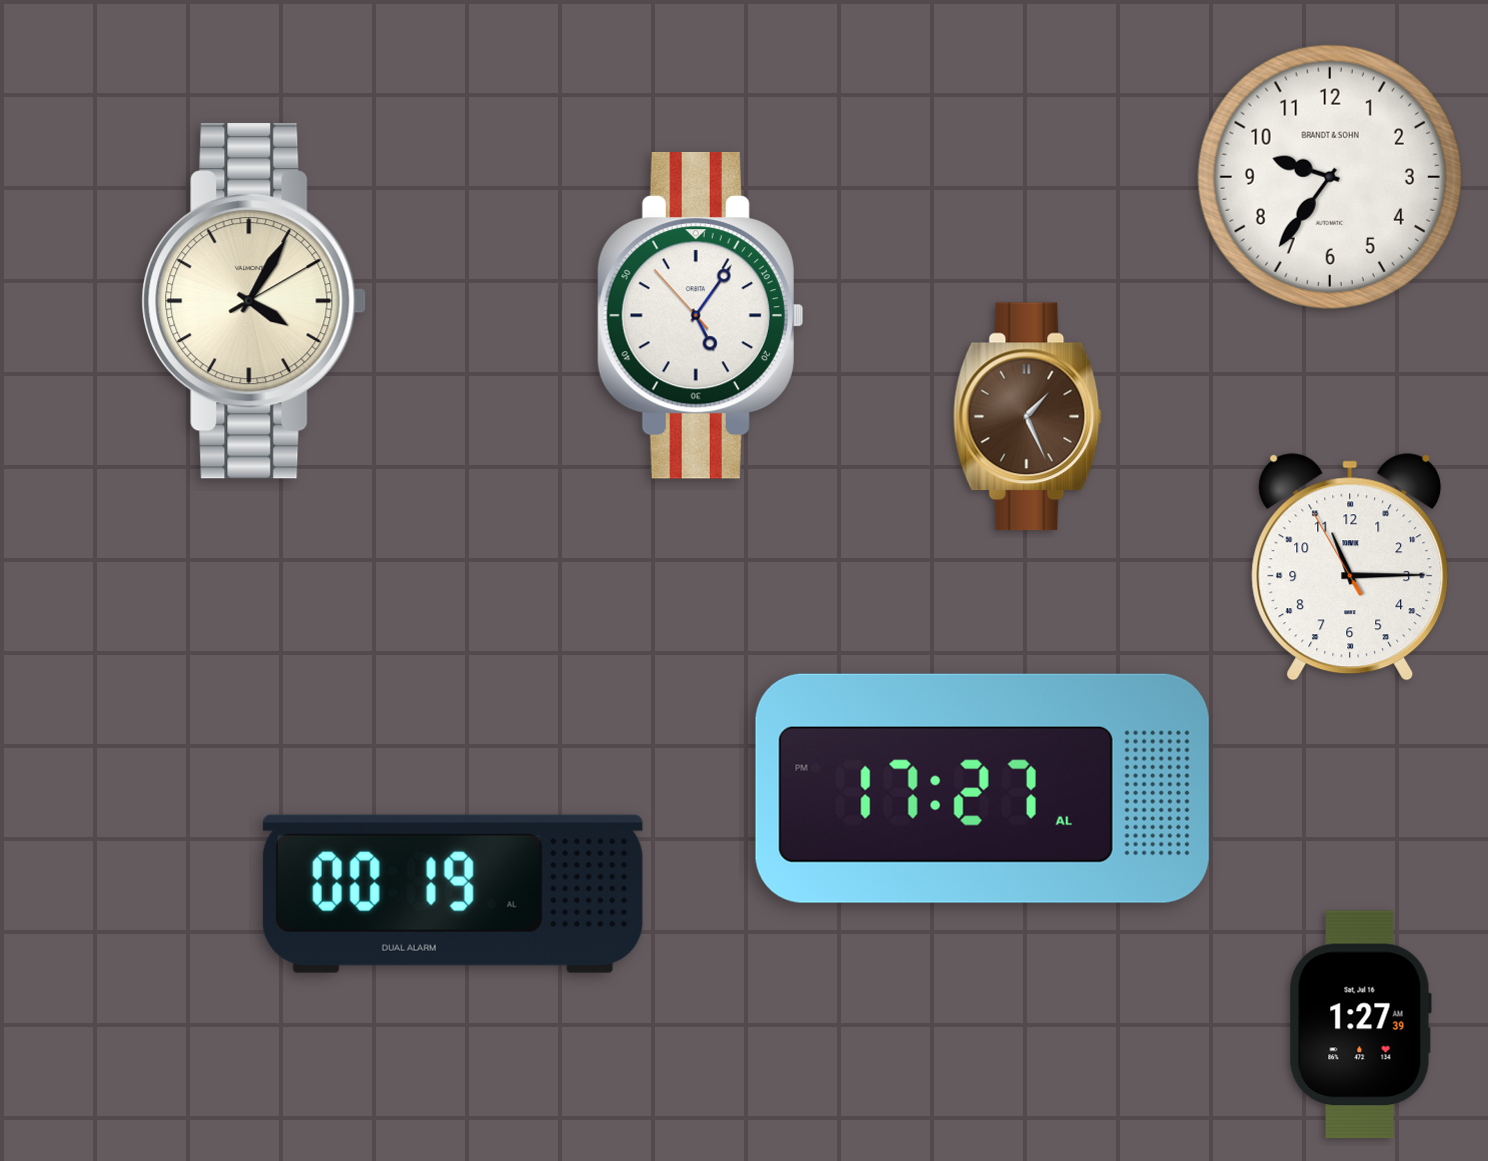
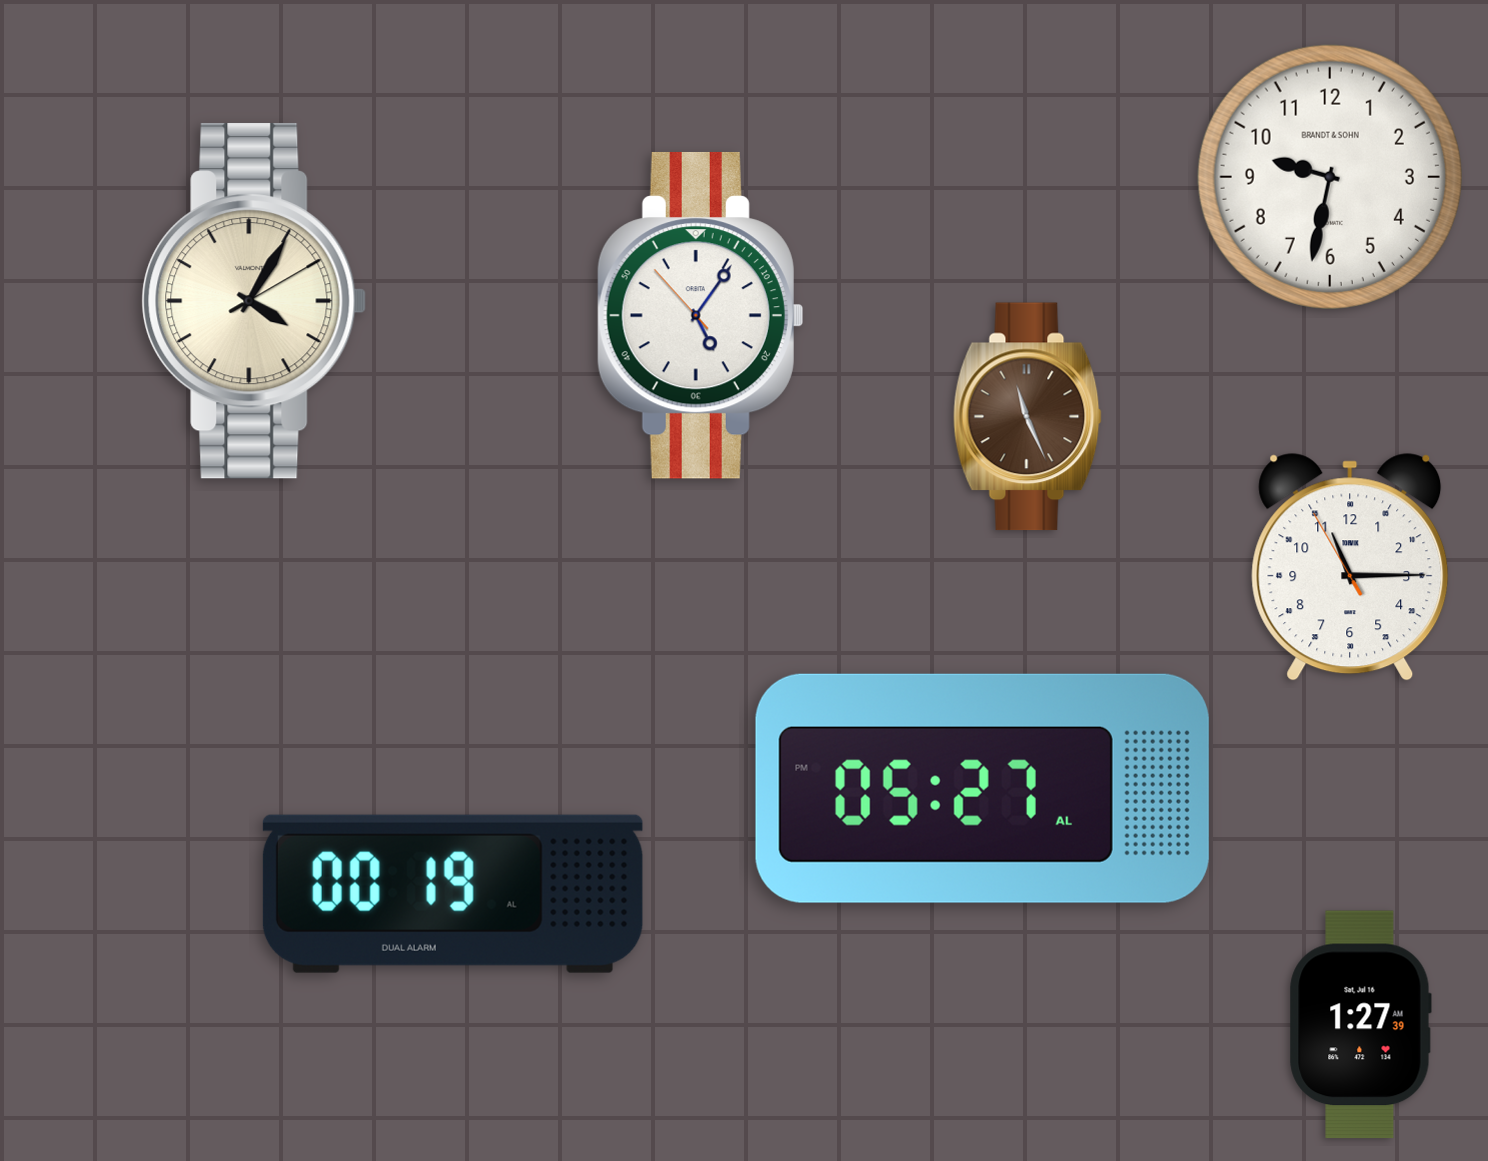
clock at (1330, 177): 9:36 -> 9:32
clock at (1027, 417): 1:26 -> 11:26
clock at (982, 788): 17:27 -> 05:27
